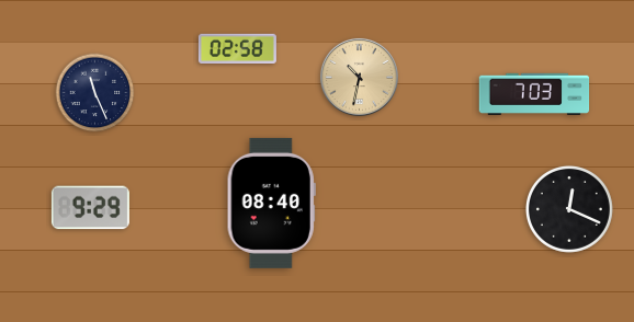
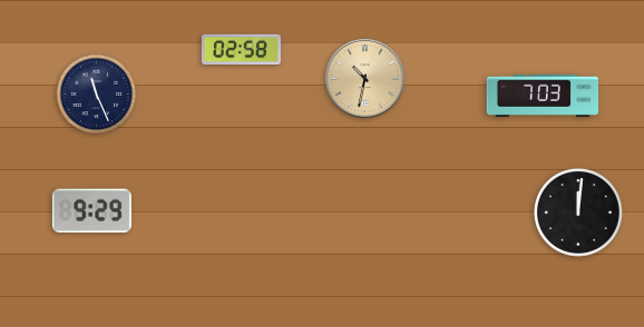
clock at (271, 203): 08:40 -> none
clock at (569, 209): 12:19 -> 12:01
